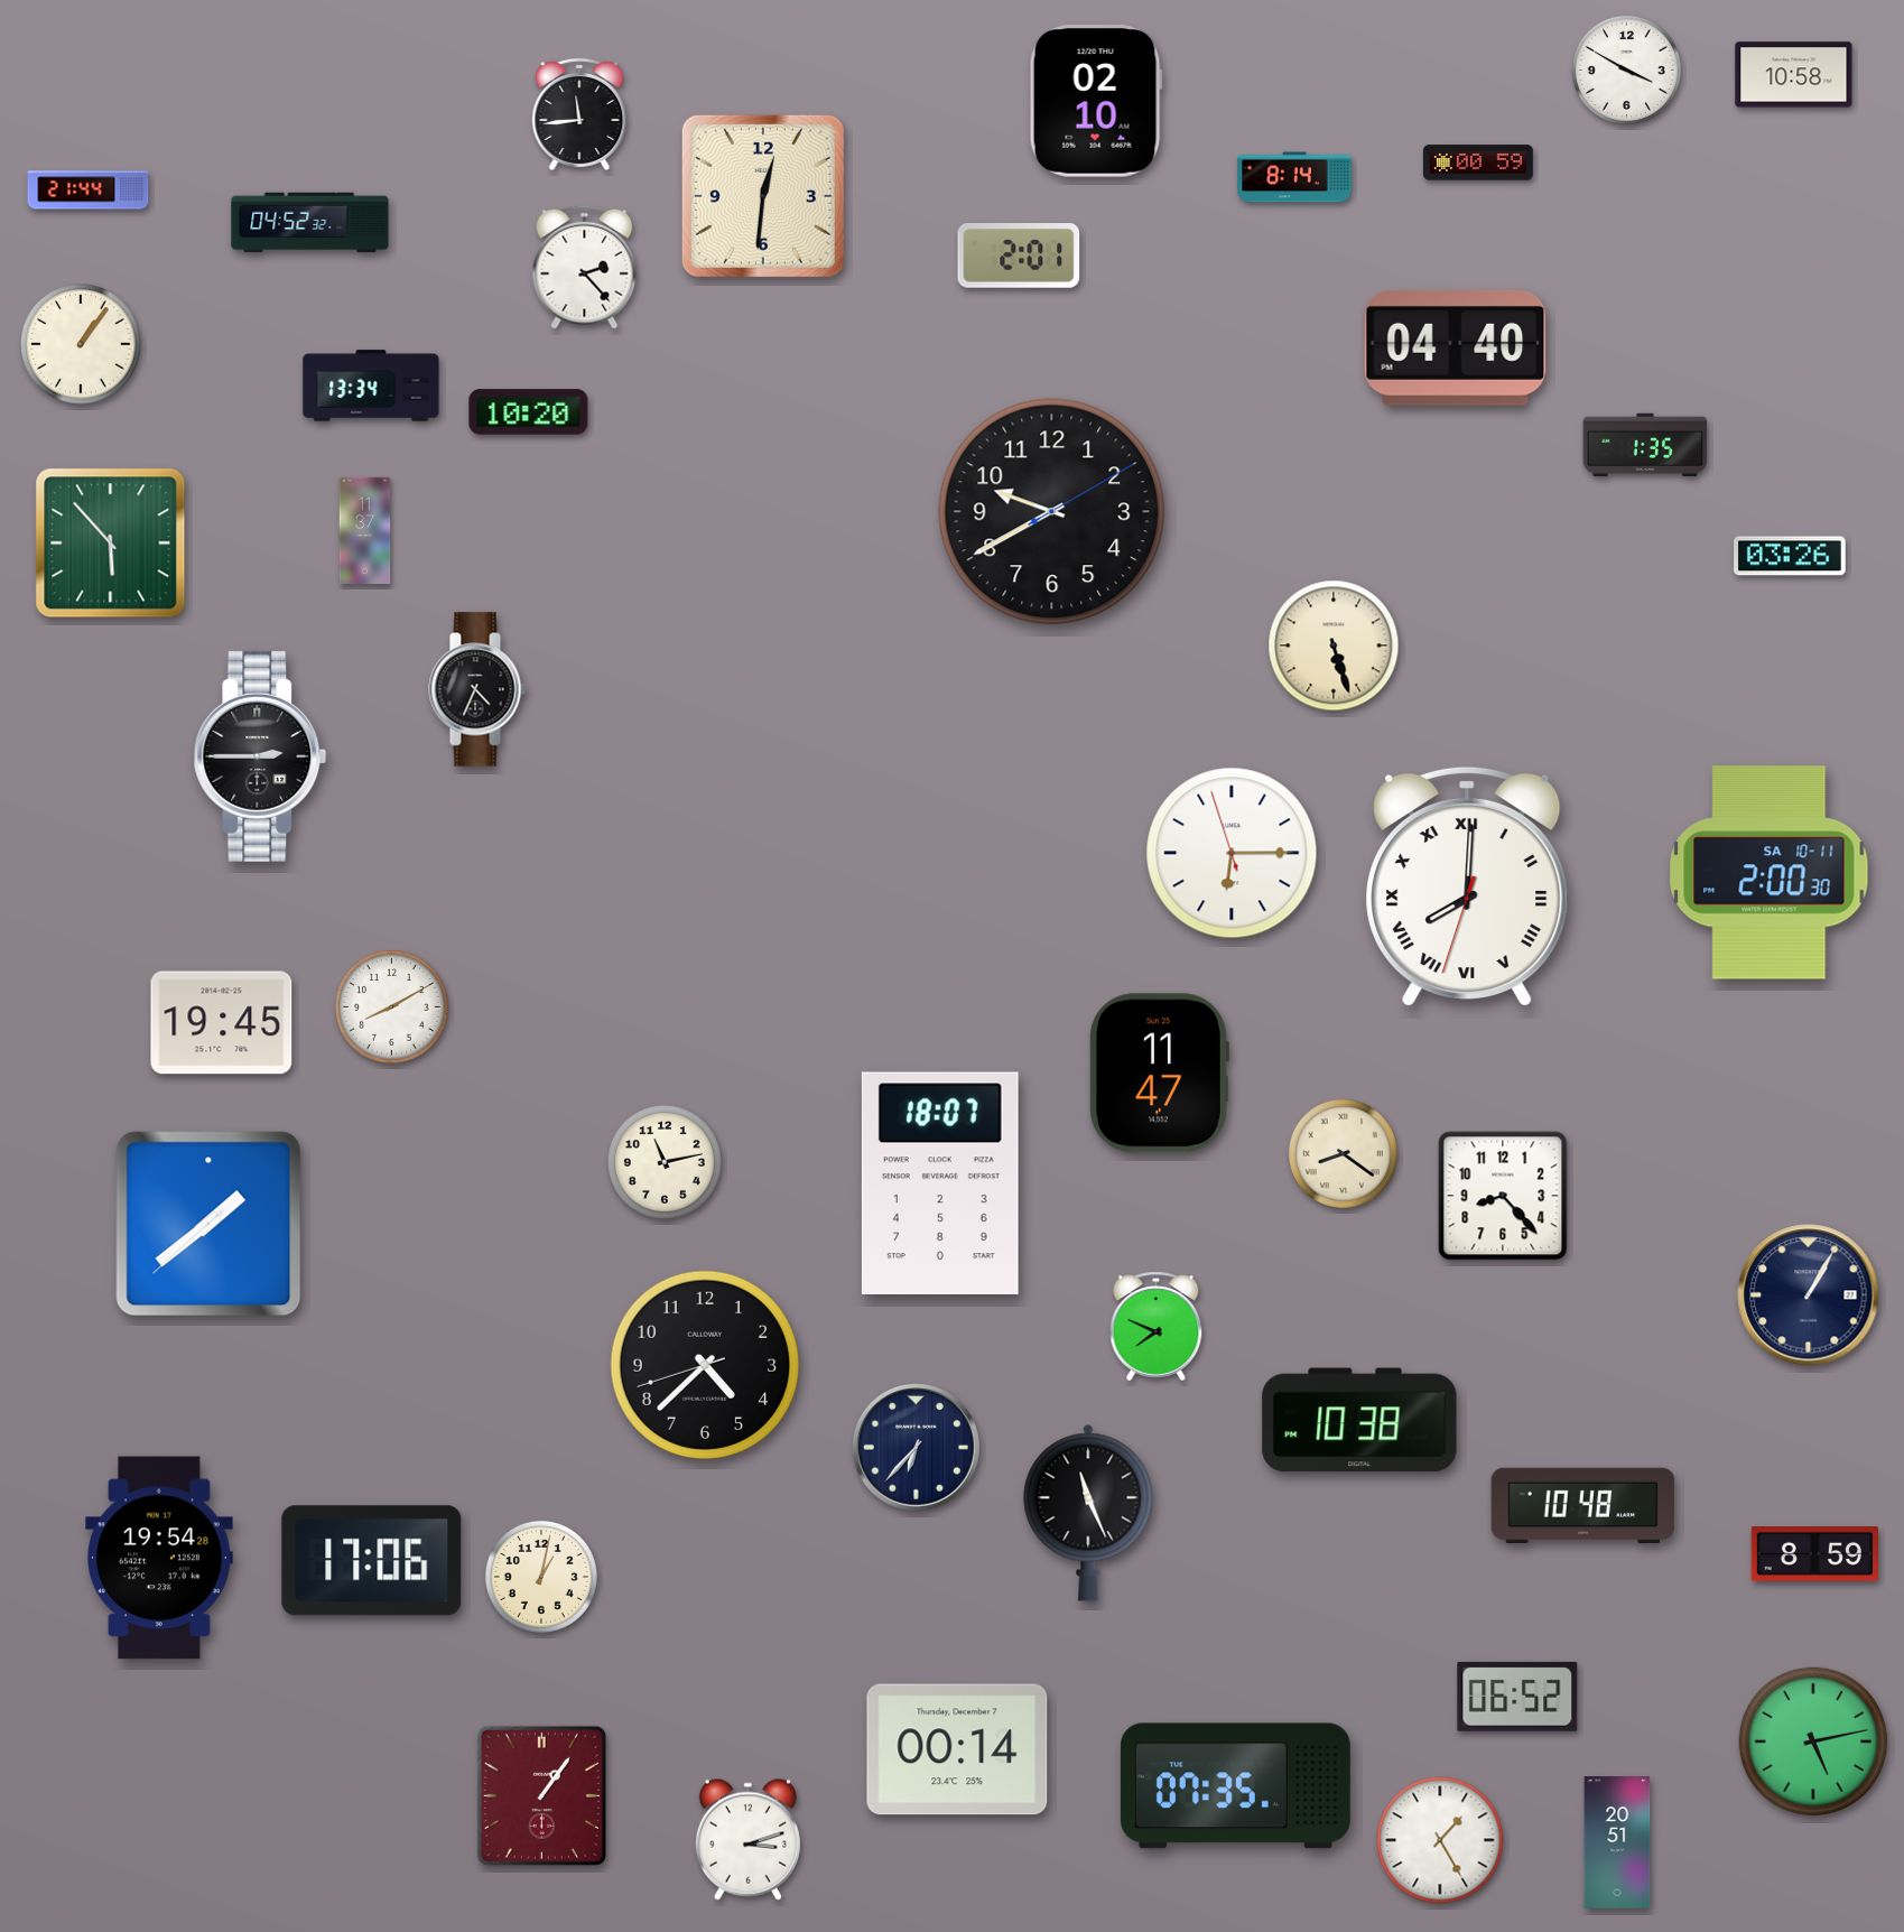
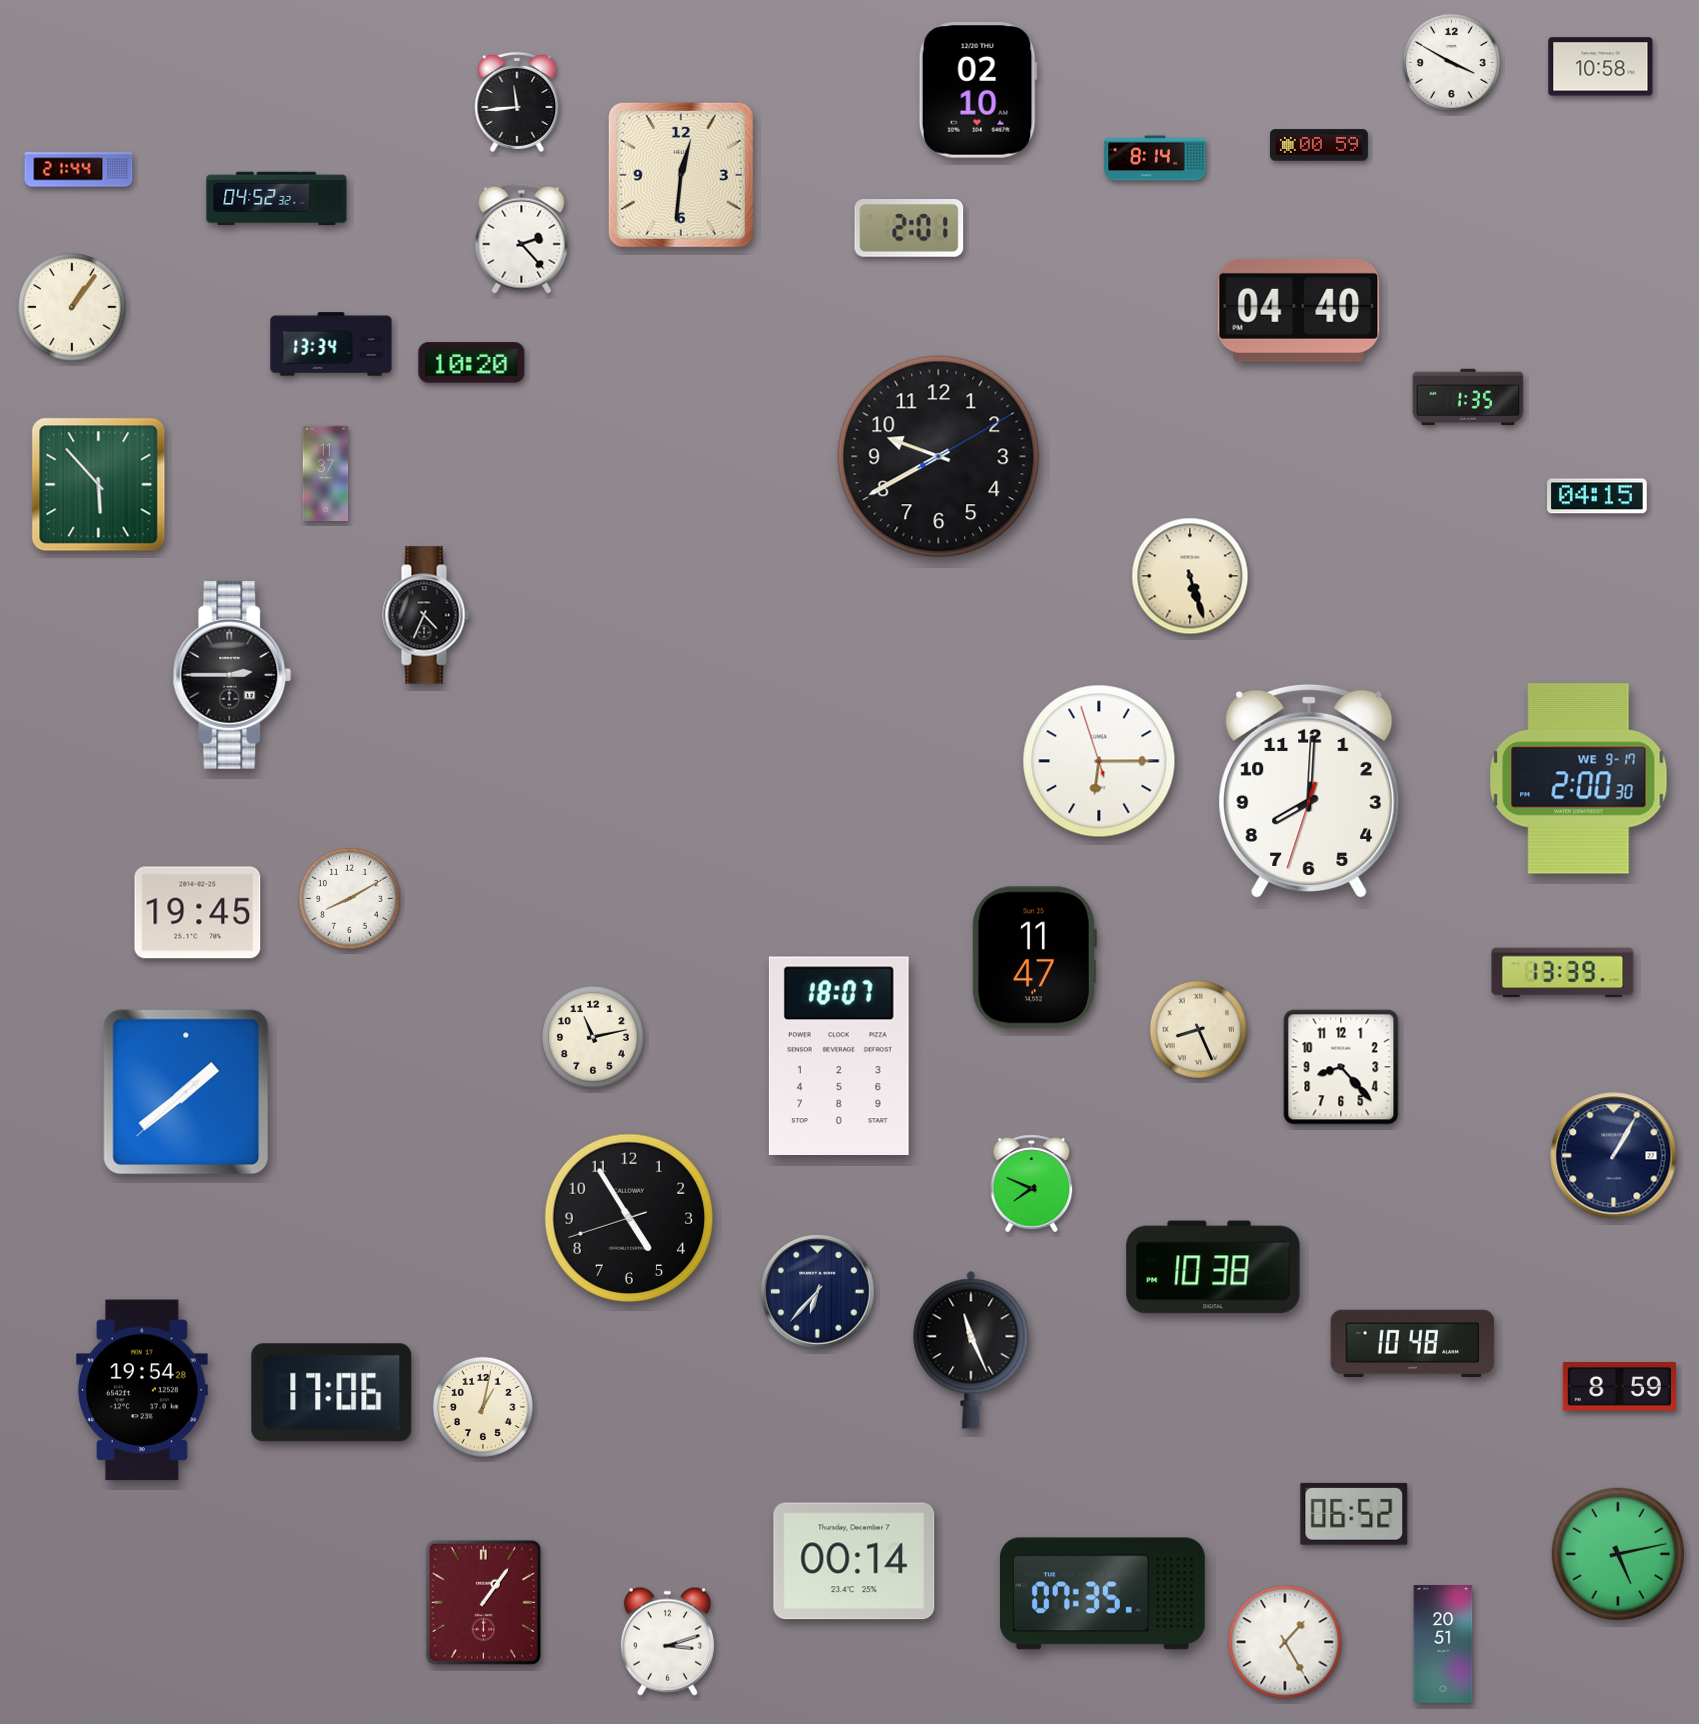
clock at (529, 412) position: (529, 412) -> (472, 363)
clock at (1790, 556): 03:26 -> 04:15
clock at (1770, 873) date: SA 10-11 -> WE 9-17
clock at (1467, 885) numerals: Roman -> Arabic
clock at (1563, 973): none -> 13:39
clock at (1343, 1153): 8:21 -> 8:26
clock at (705, 1365): 4:37 -> 4:54
